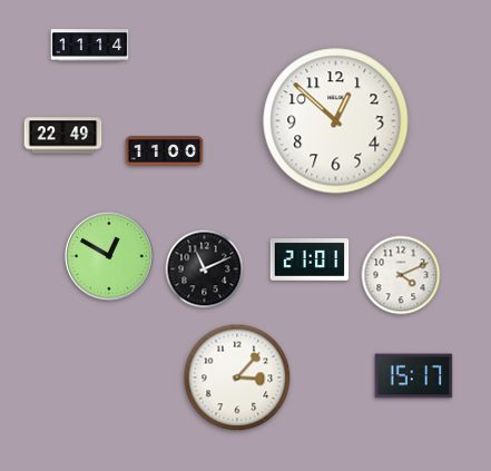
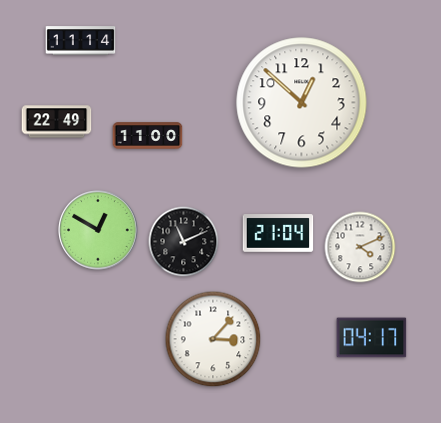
clock at (336, 121) position: (336, 121) -> (302, 103)
clock at (310, 259): 21:01 -> 21:04
clock at (414, 376): 15:17 -> 04:17
